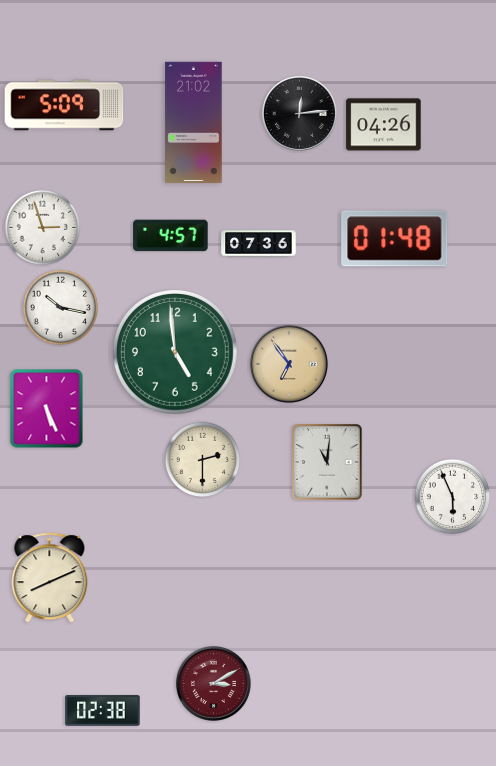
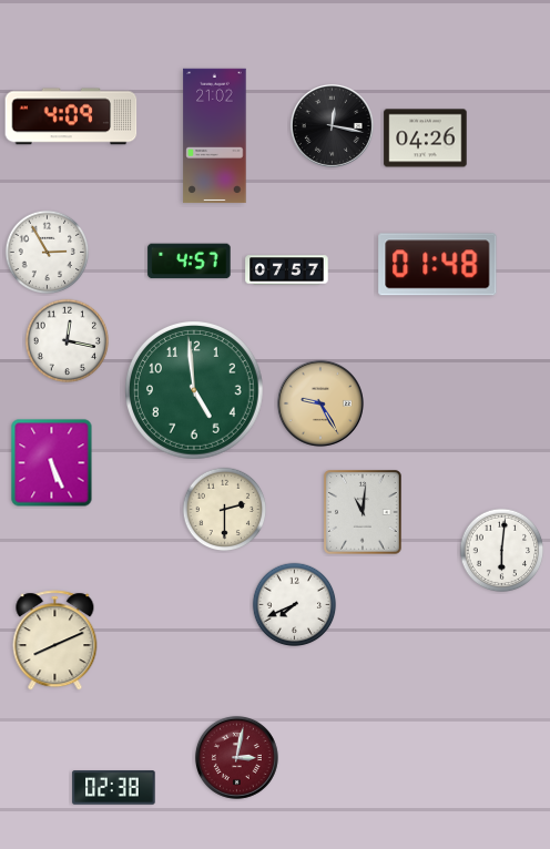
clock at (64, 105): 5:09 -> 4:09
clock at (299, 113): 12:14 -> 12:17
clock at (43, 228): 2:57 -> 2:55
clock at (259, 244): 07:36 -> 07:57
clock at (61, 308): 10:17 -> 12:17
clock at (289, 364): 6:54 -> 9:25
clock at (47, 409) position: (47, 409) -> (52, 463)
clock at (453, 497): 5:56 -> 6:01
clock at (295, 605): none -> 7:41
clock at (213, 683): 3:10 -> 3:02
